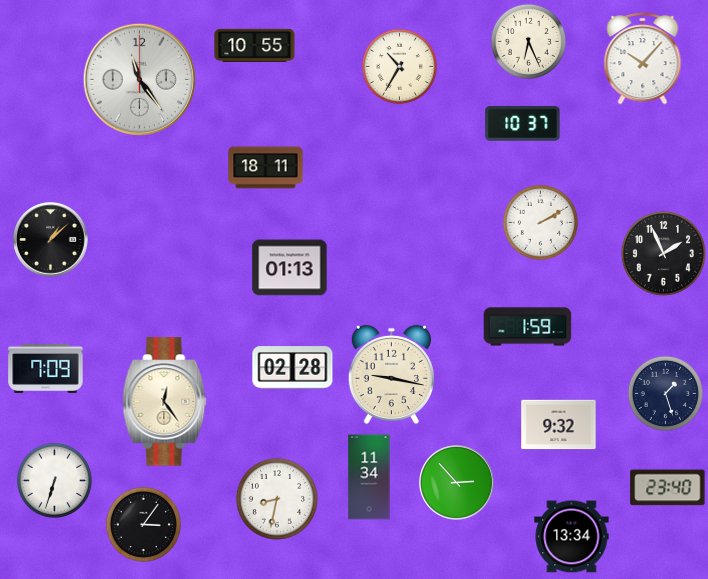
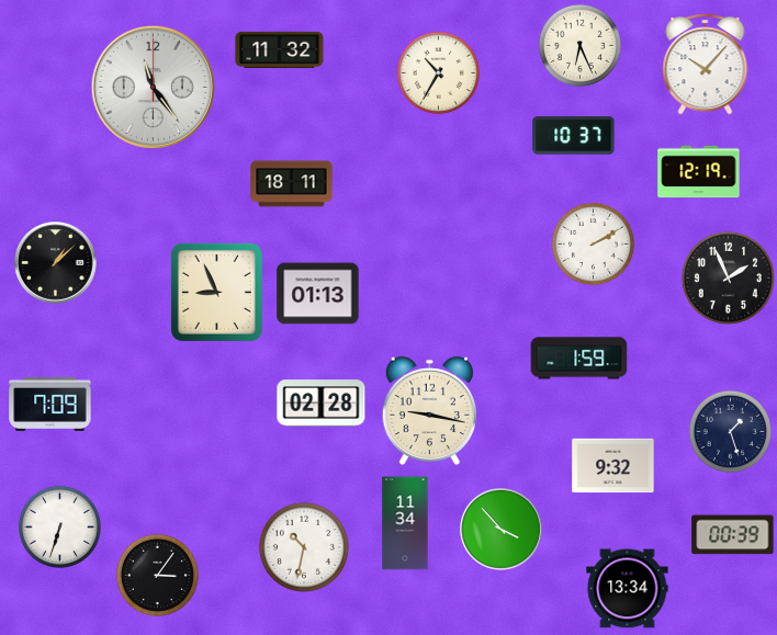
clock at (255, 46): 10:55 -> 11:32
clock at (699, 172): none -> 12:19
clock at (216, 292): none -> 8:56
clock at (165, 402): 12:24 -> none
clock at (457, 483): 2:53 -> 3:53
clock at (668, 488): 23:40 -> 00:39
clock at (277, 499): 8:32 -> 10:32
